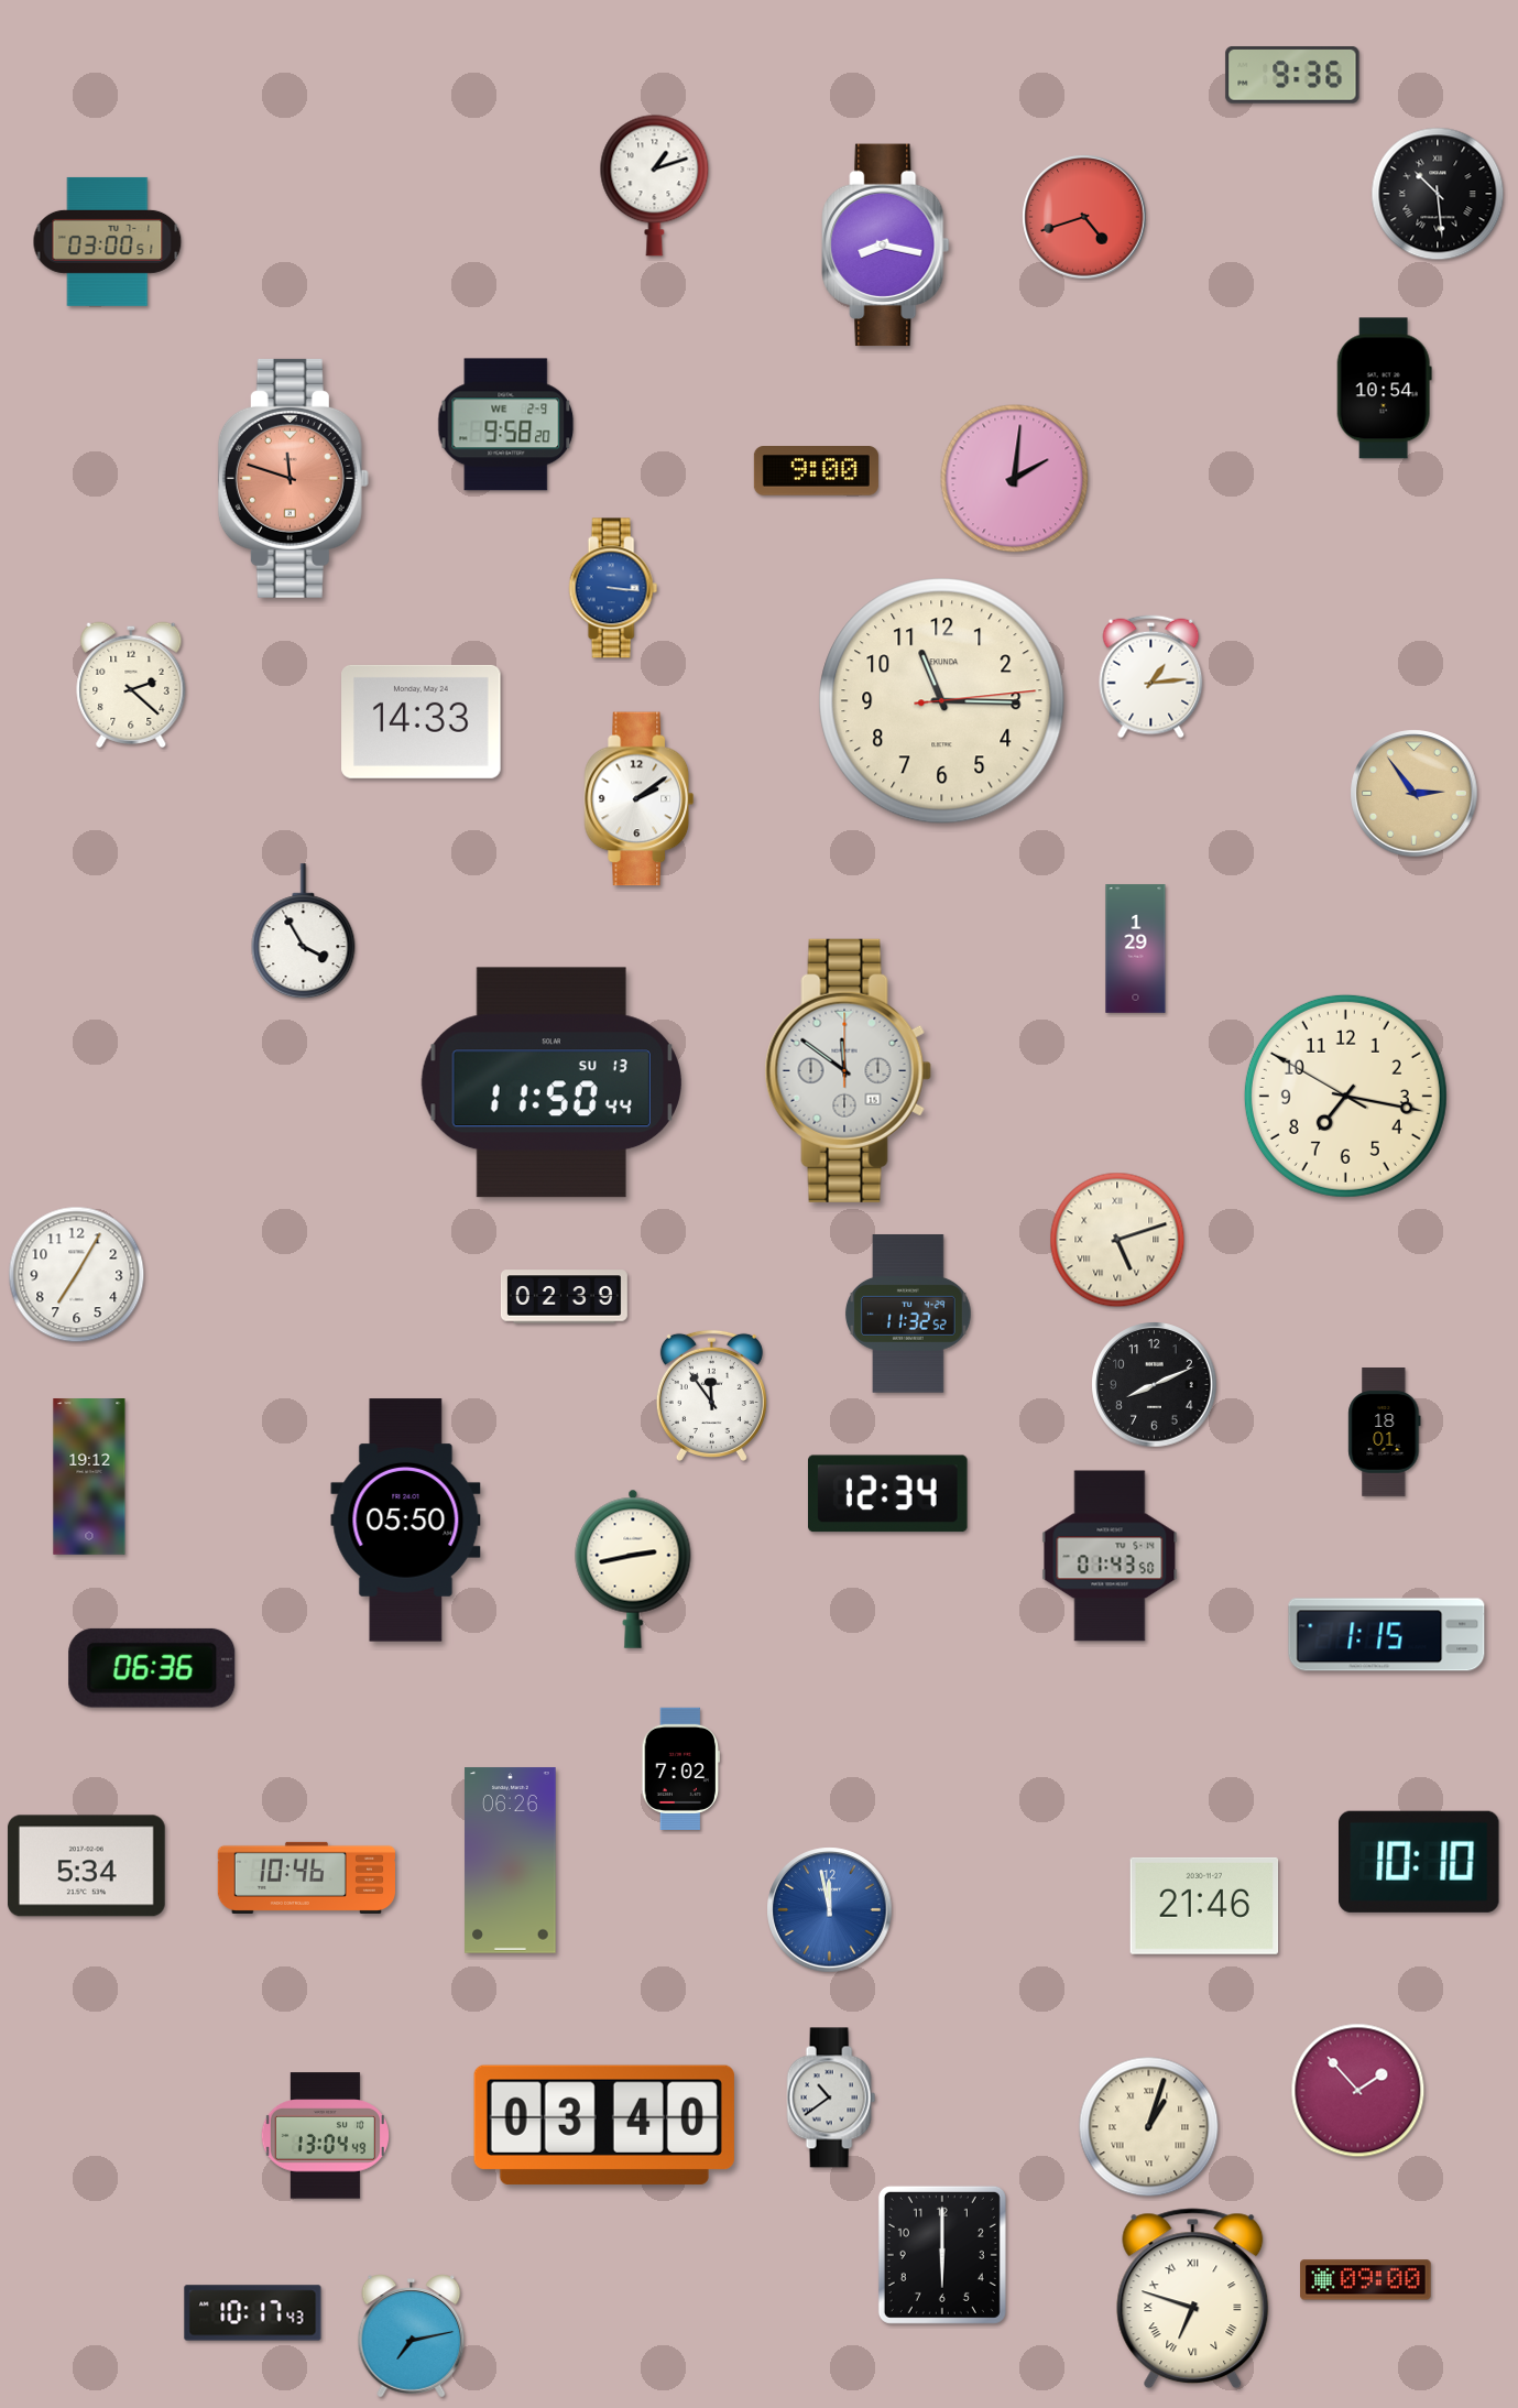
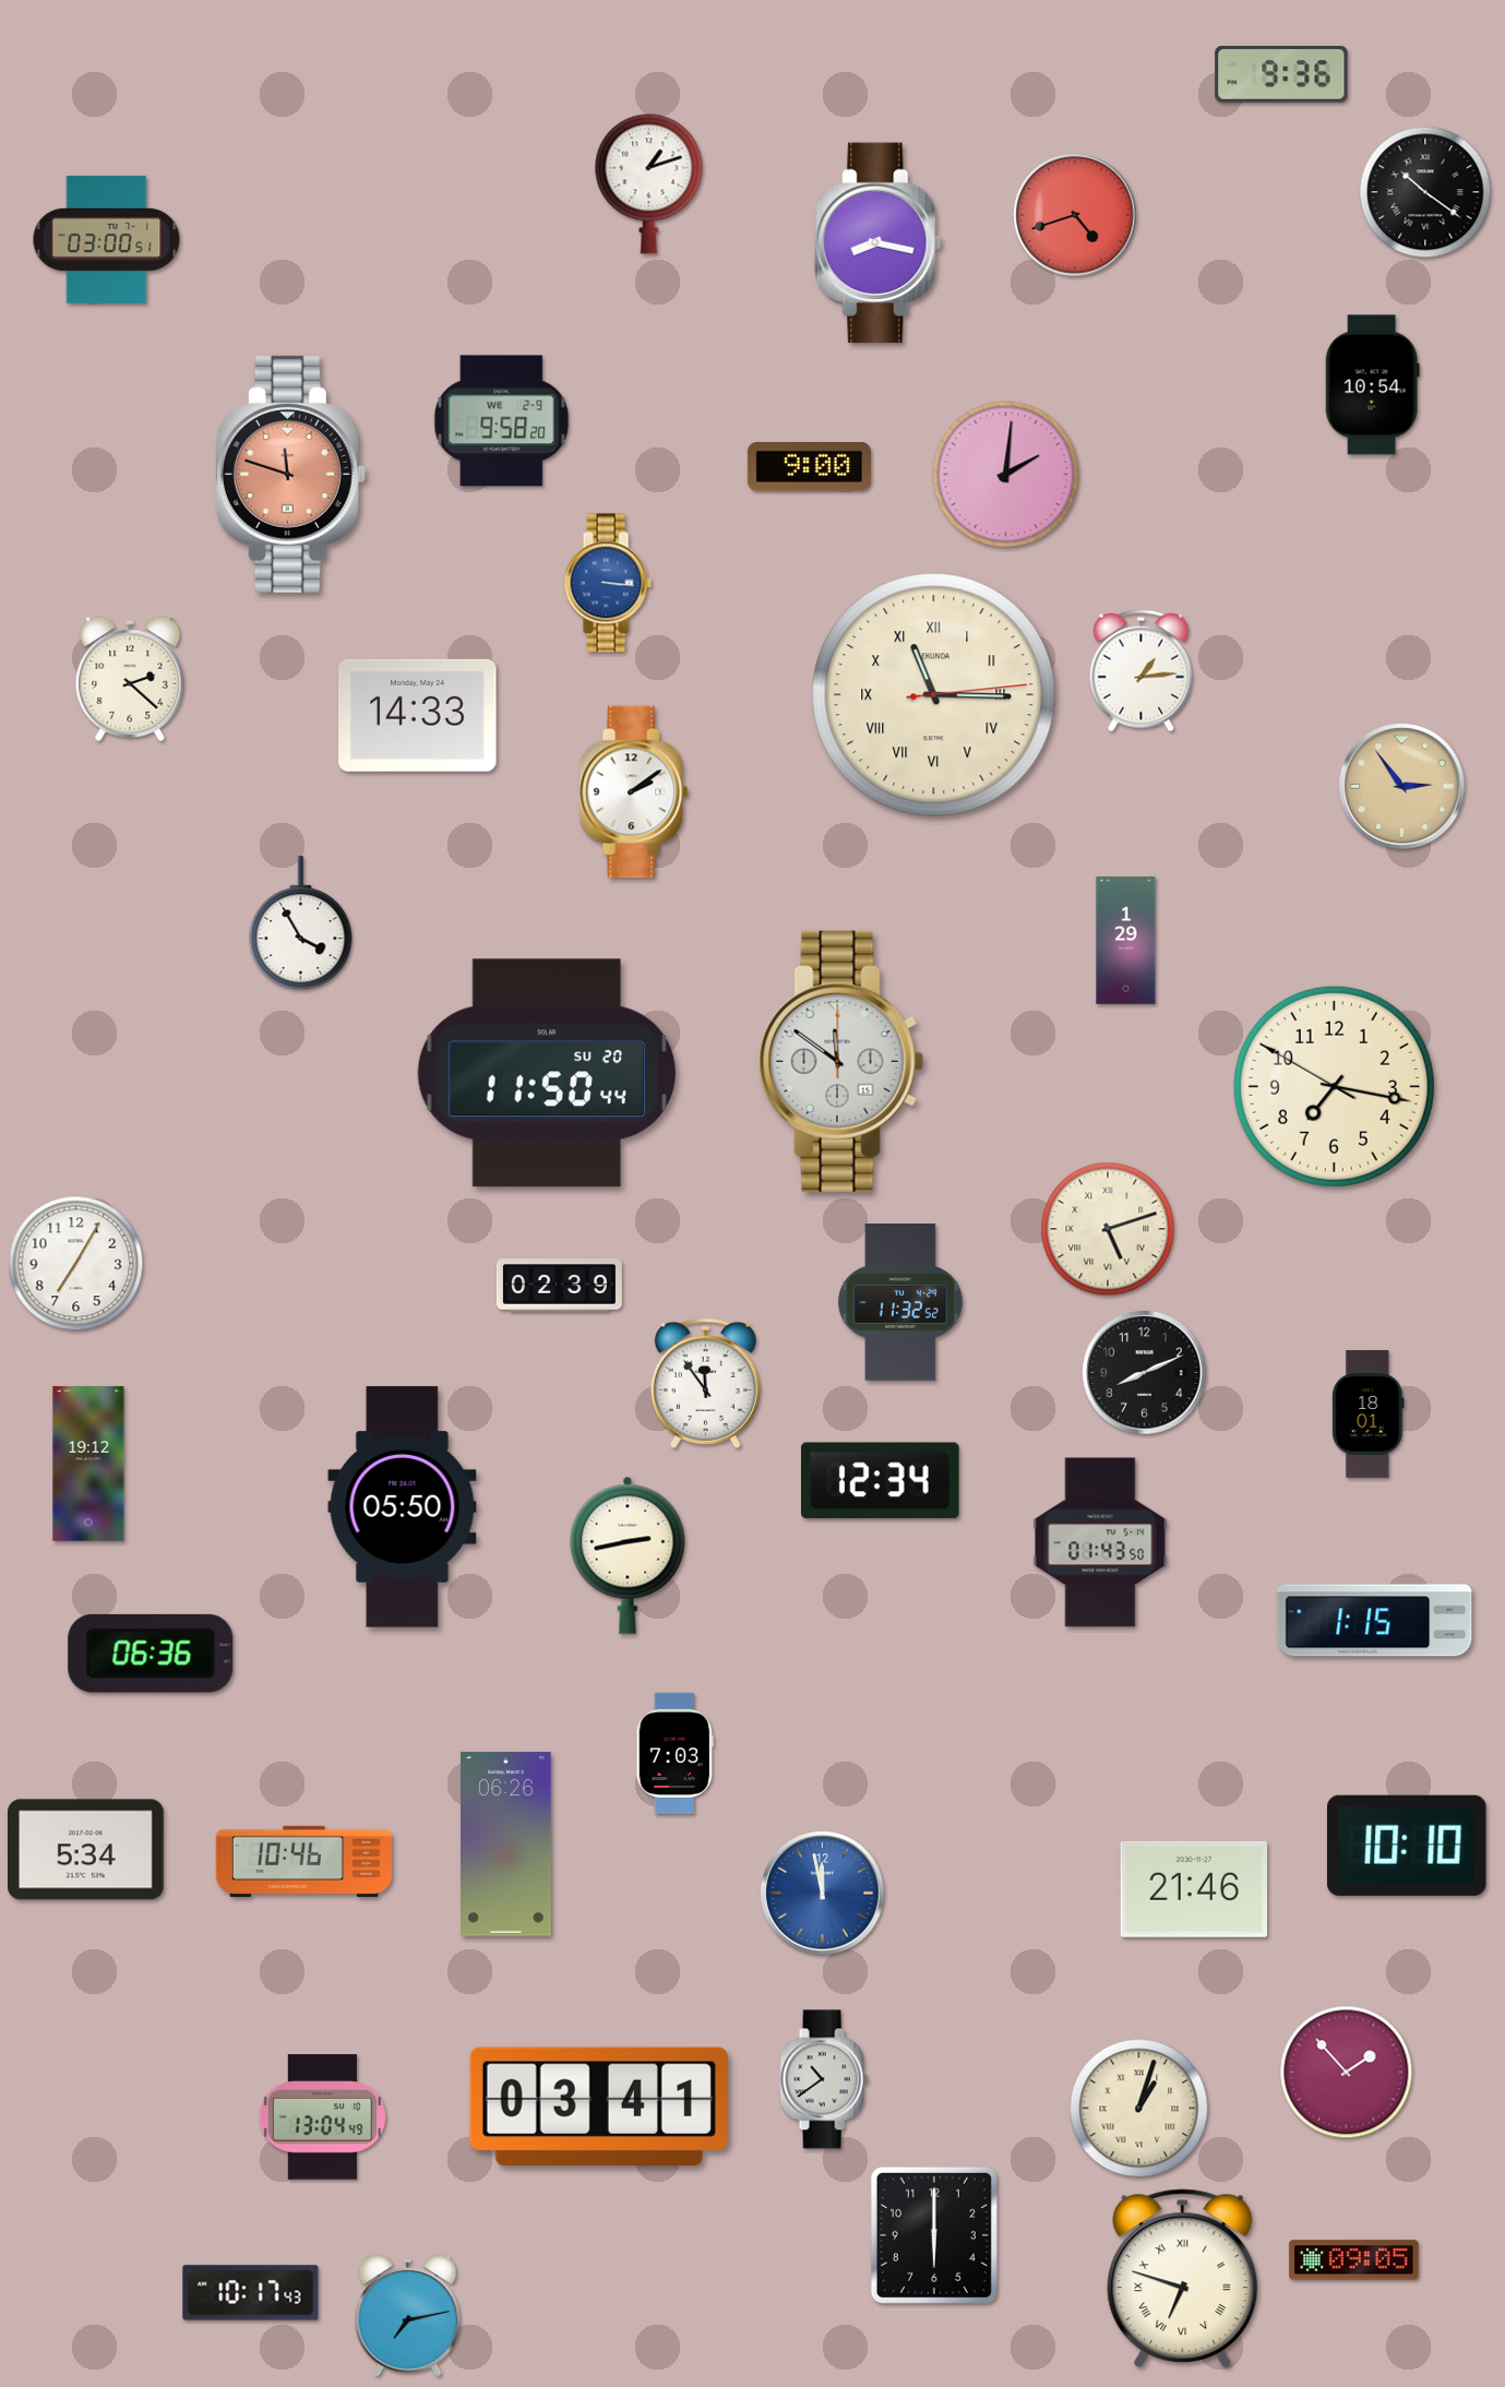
clock at (1438, 194): 10:29 -> 10:21
clock at (942, 701) numerals: Arabic -> Roman
clock at (550, 1082) date: SU 13 -> SU 20
clock at (1385, 1432) position: (1385, 1432) -> (1369, 1415)
clock at (680, 1768): 7:02 -> 7:03
clock at (604, 2125): 03:40 -> 03:41
clock at (1366, 2280): 09:00 -> 09:05
